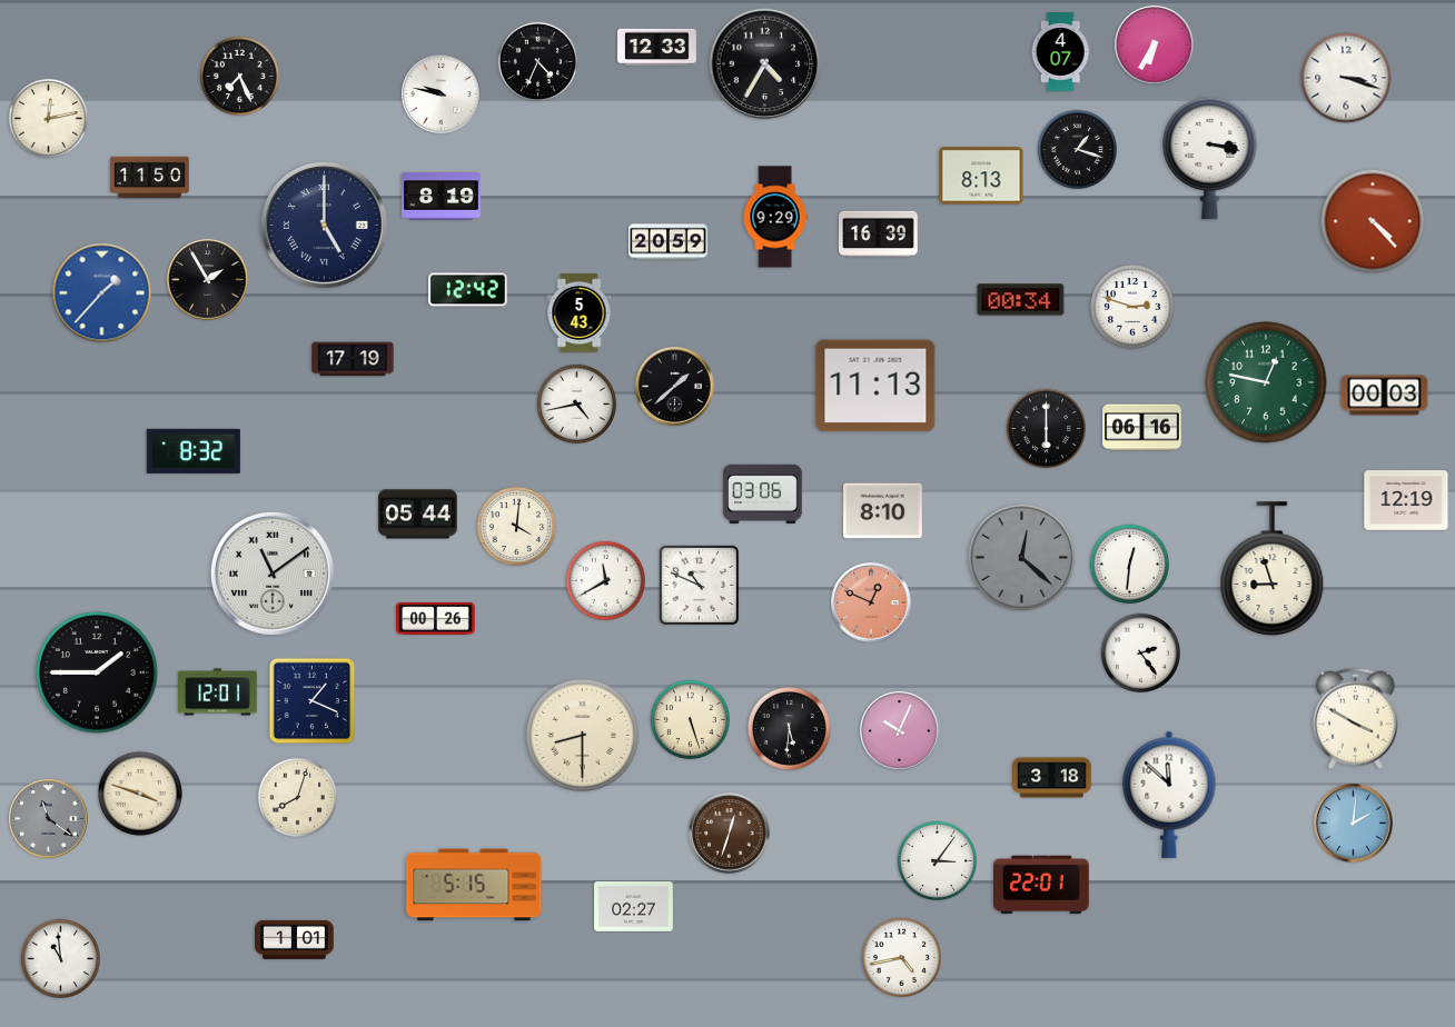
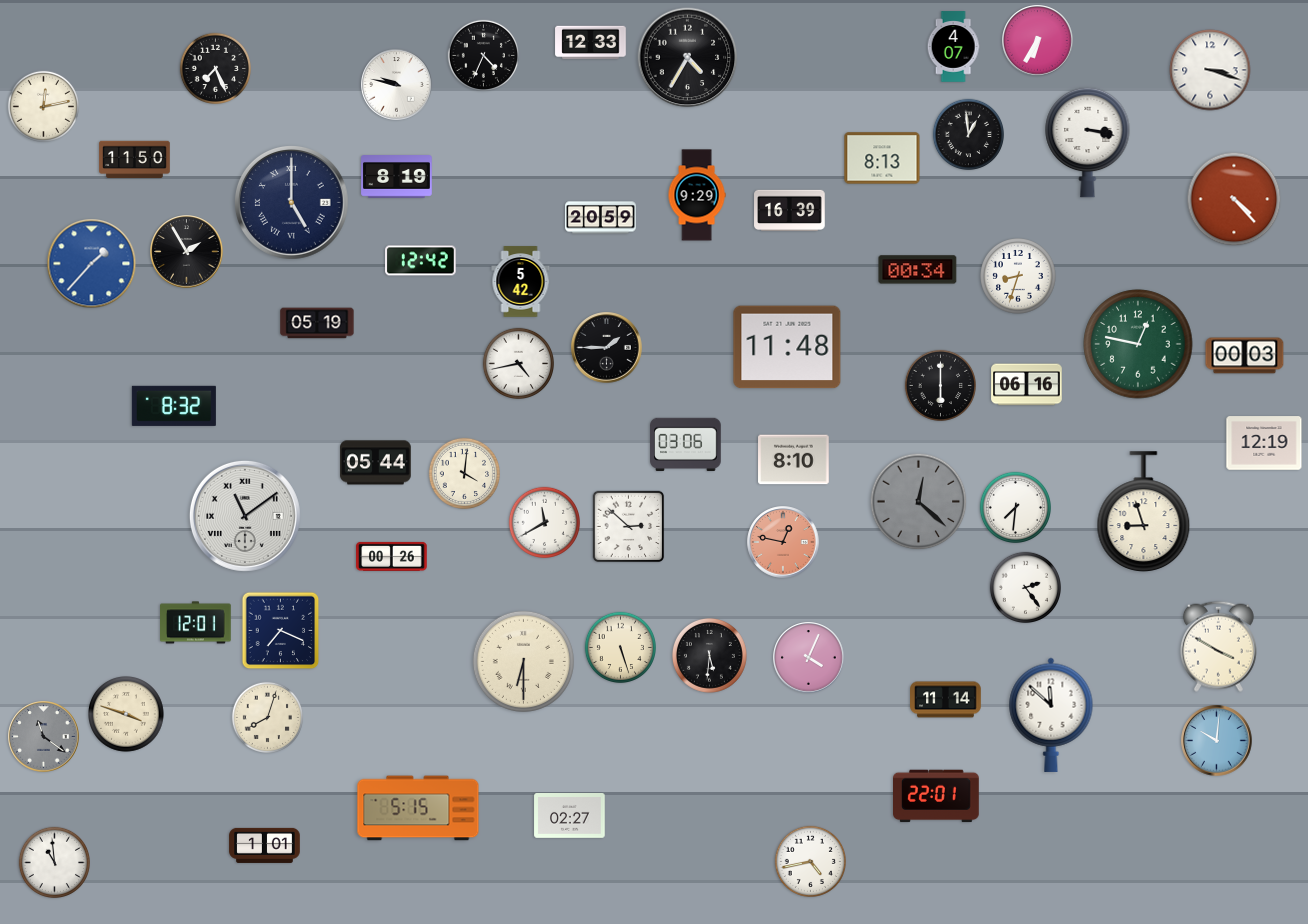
clock at (1077, 149): 1:18 -> 12:59
clock at (1134, 308): 2:48 -> 8:33
clock at (580, 313): 5:43 -> 5:42
clock at (353, 359): 17:19 -> 05:19
clock at (875, 386): 11:13 -> 11:48
clock at (675, 387): 1:38 -> 1:45
clock at (1406, 500) position: (1406, 500) -> (1264, 443)
clock at (1129, 564): 12:31 -> 7:31
clock at (700, 586): 10:49 -> 2:52
clock at (871, 602): 12:49 -> 12:47
clock at (97, 672): 1:45 -> none
clock at (313, 701): 1:19 -> 7:19
clock at (900, 731): 10:04 -> 4:04
clock at (582, 735): 8:30 -> 6:30
clock at (1052, 778): 3:18 -> 11:14
clock at (1354, 824): 2:01 -> 10:01
clock at (730, 834): 12:33 -> none
clock at (937, 860): 3:06 -> none
clock at (474, 885) position: (474, 885) -> (418, 808)
